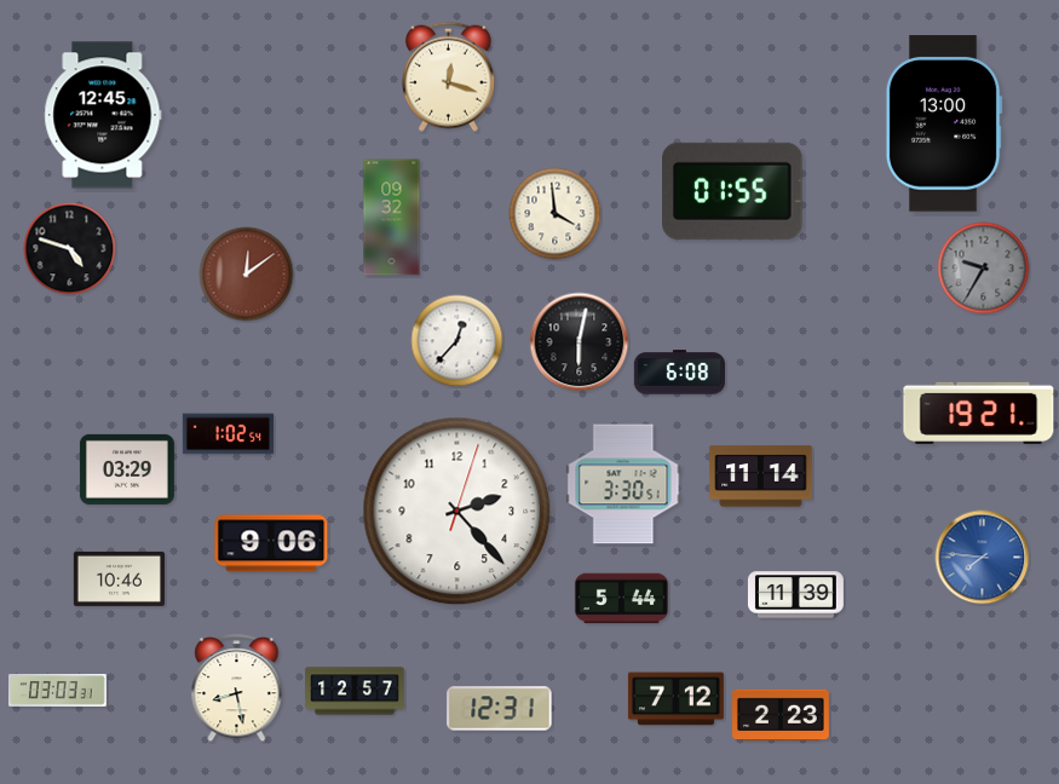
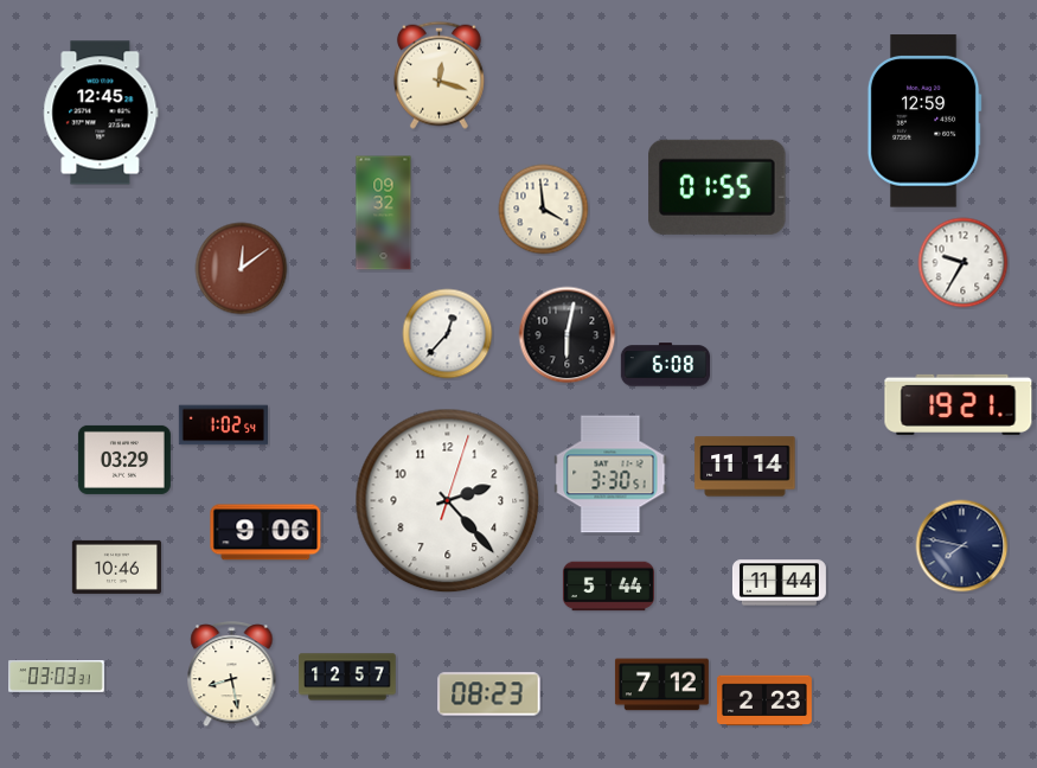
clock at (944, 123): 13:00 -> 12:59
clock at (70, 249): 4:48 -> none
clock at (984, 269) dial: grey -> white
clock at (983, 558): 7:46 -> 7:47
clock at (983, 558) dial: blue -> navy
clock at (795, 595): 11:39 -> 11:44
clock at (500, 709): 12:31 -> 08:23
